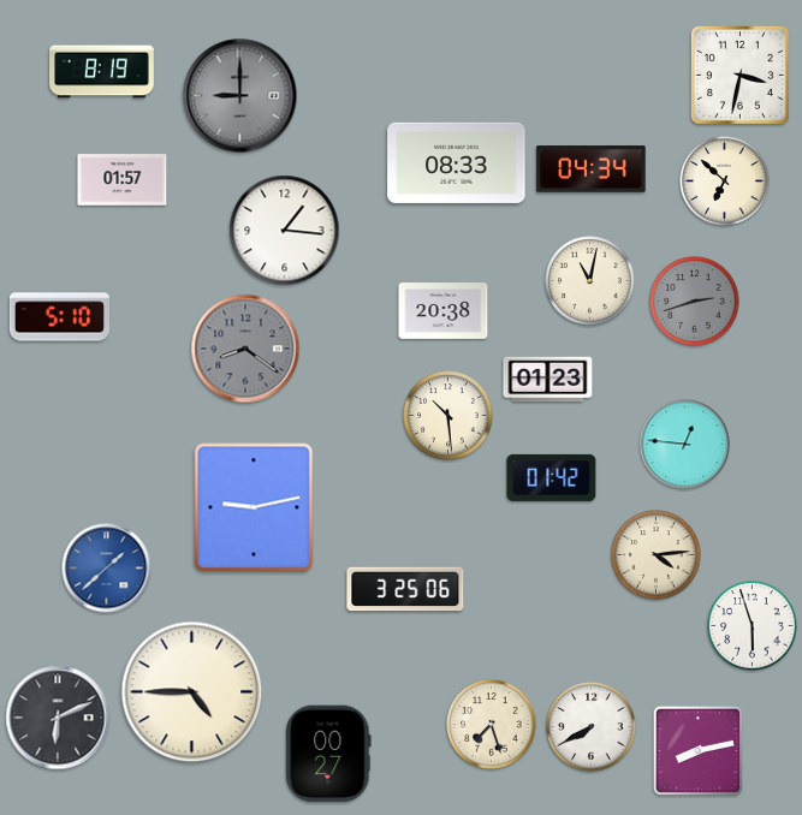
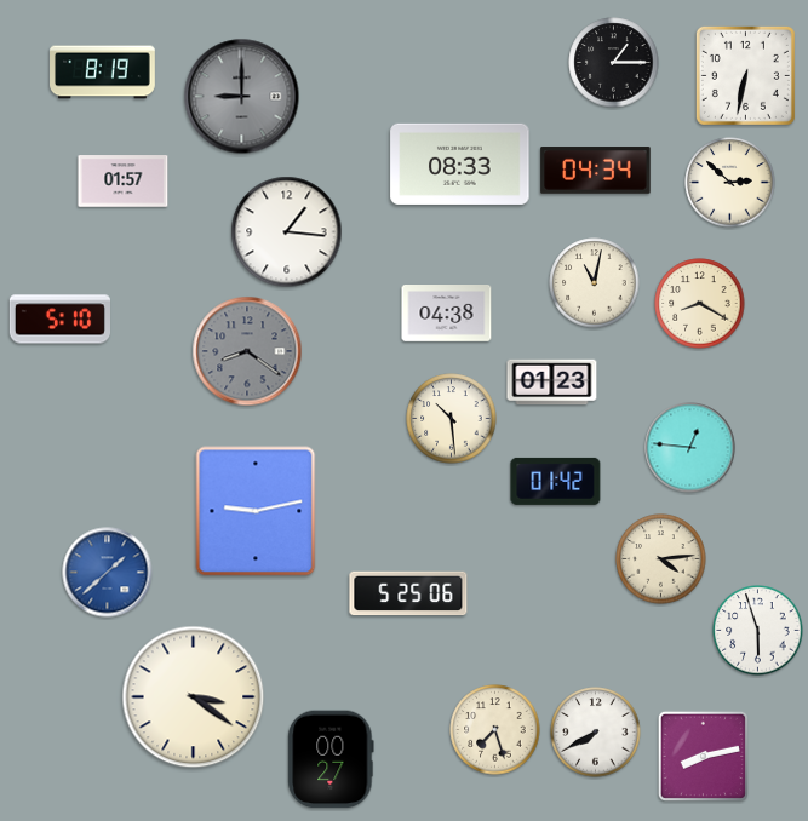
clock at (614, 63): none -> 1:15
clock at (739, 75): 3:32 -> 6:32
clock at (725, 182): 6:52 -> 2:52
clock at (695, 302): 2:42 -> 8:20
clock at (695, 302) dial: grey -> cream
clock at (444, 311): 20:38 -> 04:38
clock at (405, 589): 3:25 -> 5:25
clock at (192, 692): 4:45 -> 3:21
clock at (58, 718): 6:11 -> none
